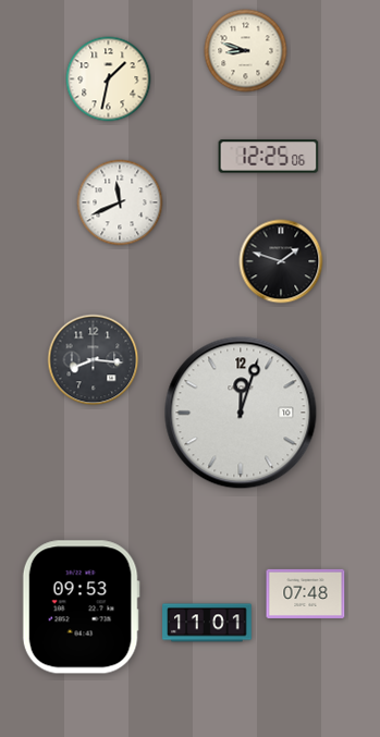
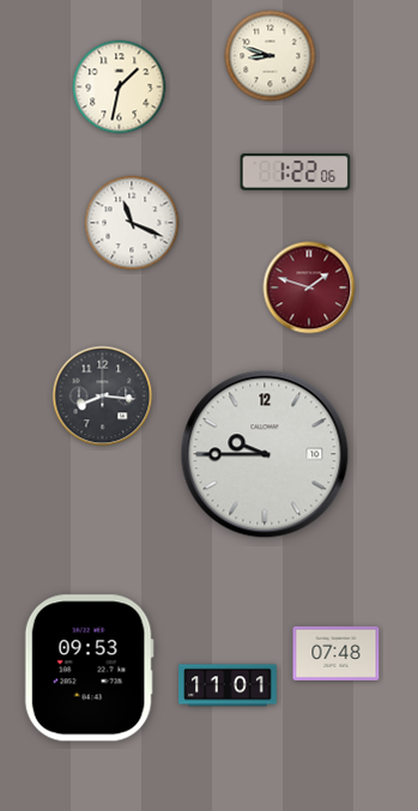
clock at (269, 157): 12:25 -> 1:22
clock at (120, 202): 11:41 -> 11:19
clock at (281, 261) dial: black -> burgundy
clock at (241, 413): 12:03 -> 9:45
